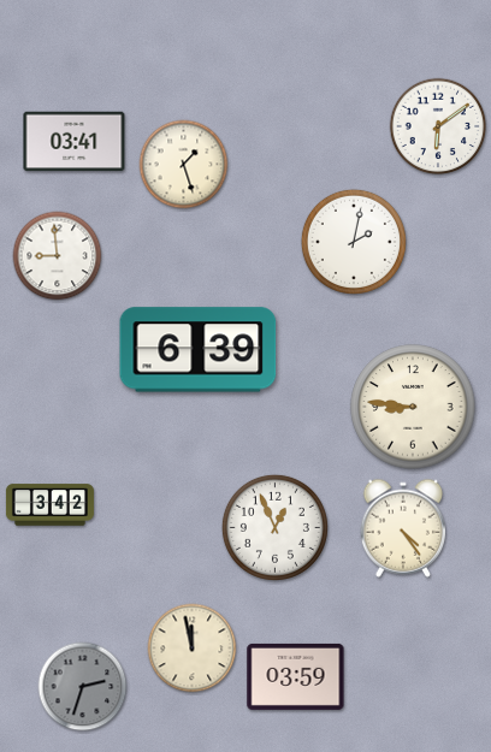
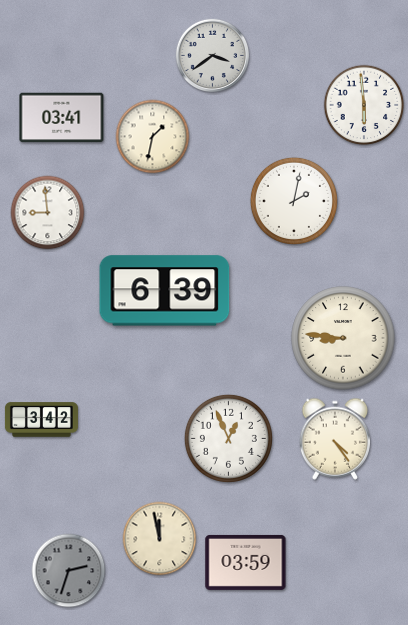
clock at (212, 55): none -> 3:39
clock at (438, 126): 6:09 -> 5:59
clock at (184, 165): 1:27 -> 1:32
